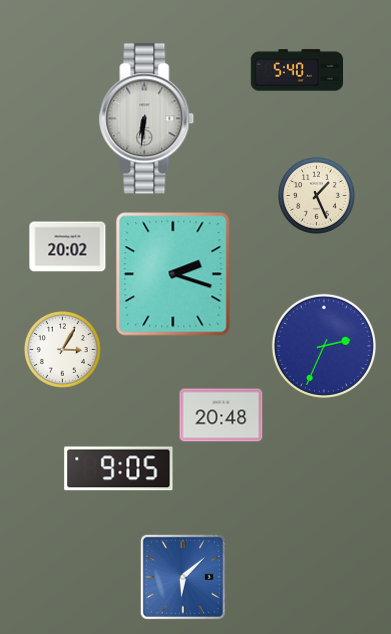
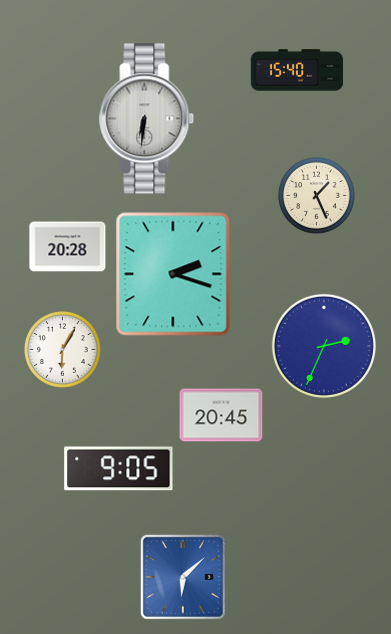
clock at (297, 70): 5:40 -> 15:40
clock at (68, 247): 20:02 -> 20:28
clock at (63, 350): 3:05 -> 6:05
clock at (221, 415): 20:48 -> 20:45
